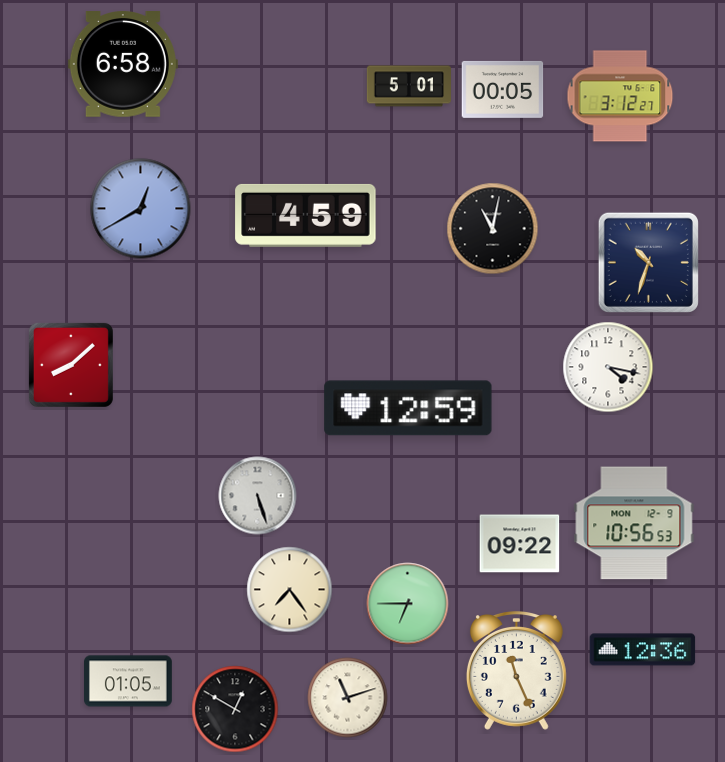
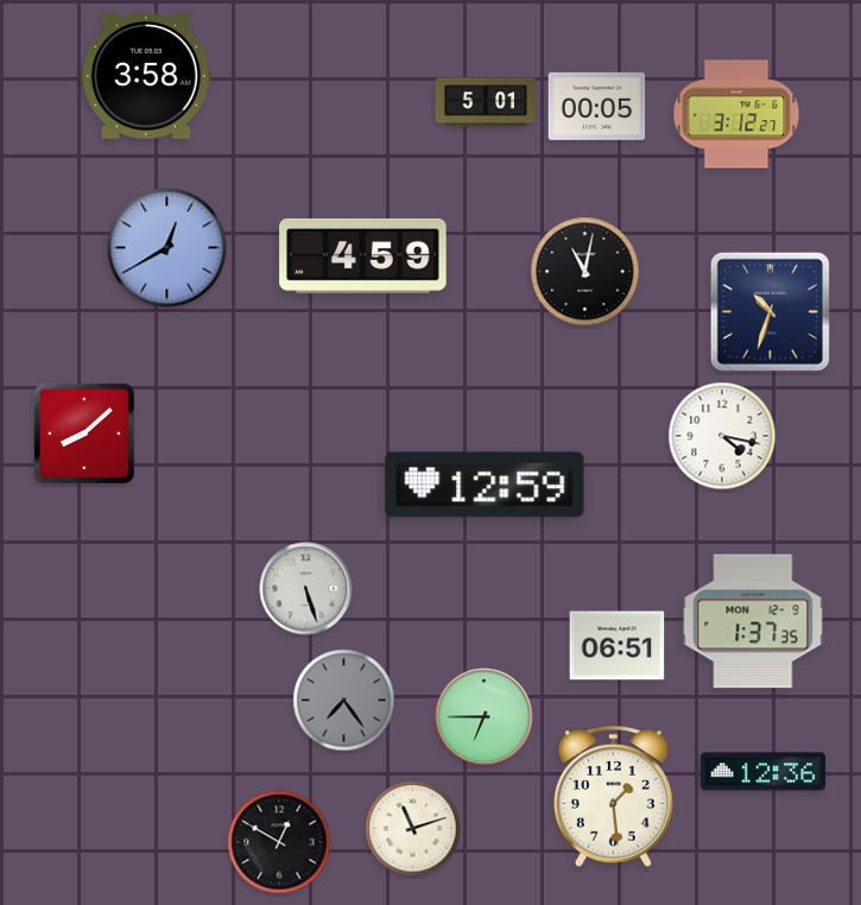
clock at (123, 64): 6:58 -> 3:58
clock at (634, 523): 10:56 -> 1:37
clock at (520, 544): 09:22 -> 06:51
clock at (290, 590) dial: cream -> grey
clock at (516, 671): 11:26 -> 1:29
clock at (129, 681): 01:05 -> none
